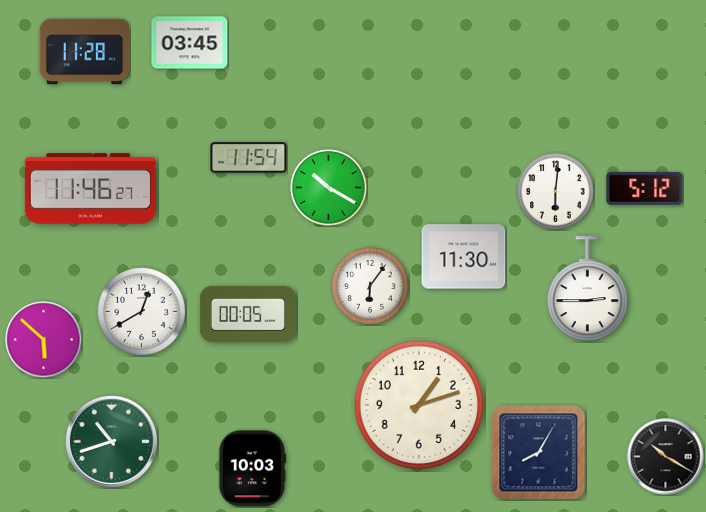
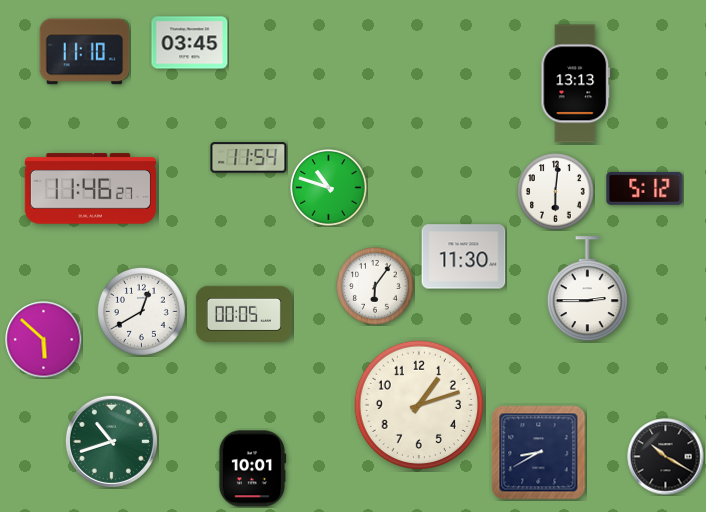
clock at (85, 52): 11:28 -> 11:10
clock at (576, 84): none -> 13:13
clock at (329, 188): 10:20 -> 10:48
clock at (370, 286) position: (370, 286) -> (375, 286)
clock at (248, 314) position: (248, 314) -> (244, 314)
clock at (539, 453): 8:05 -> 8:40
clock at (252, 469): 10:03 -> 10:01
